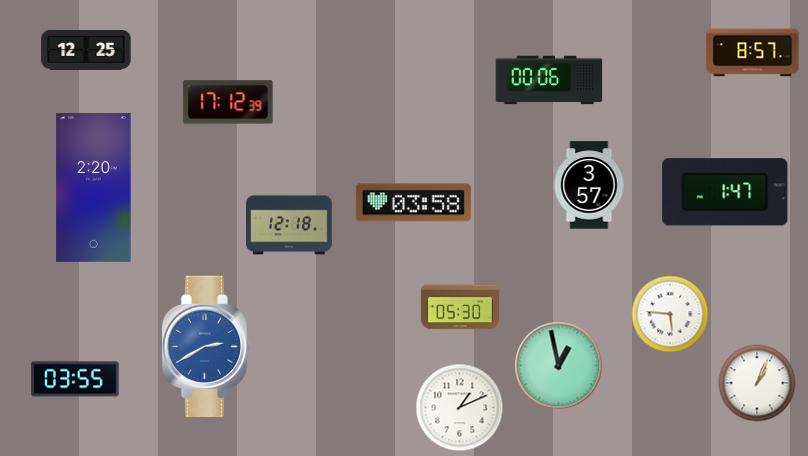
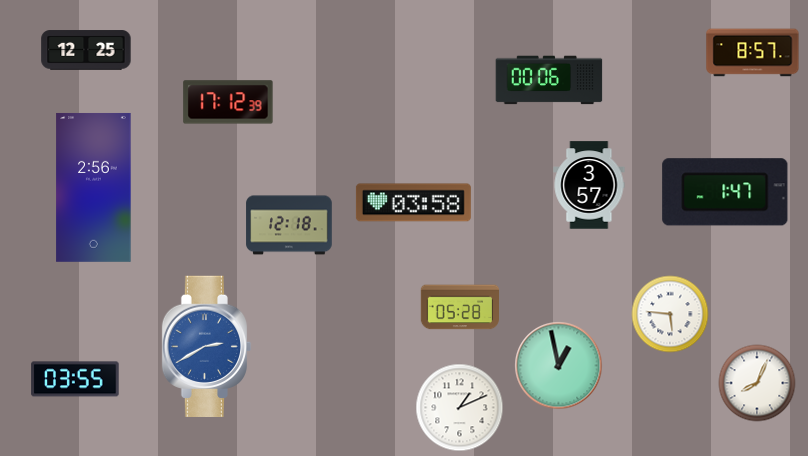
clock at (94, 187): 2:20 -> 2:56
clock at (459, 307): 05:30 -> 05:28
clock at (757, 383): 1:04 -> 8:04
